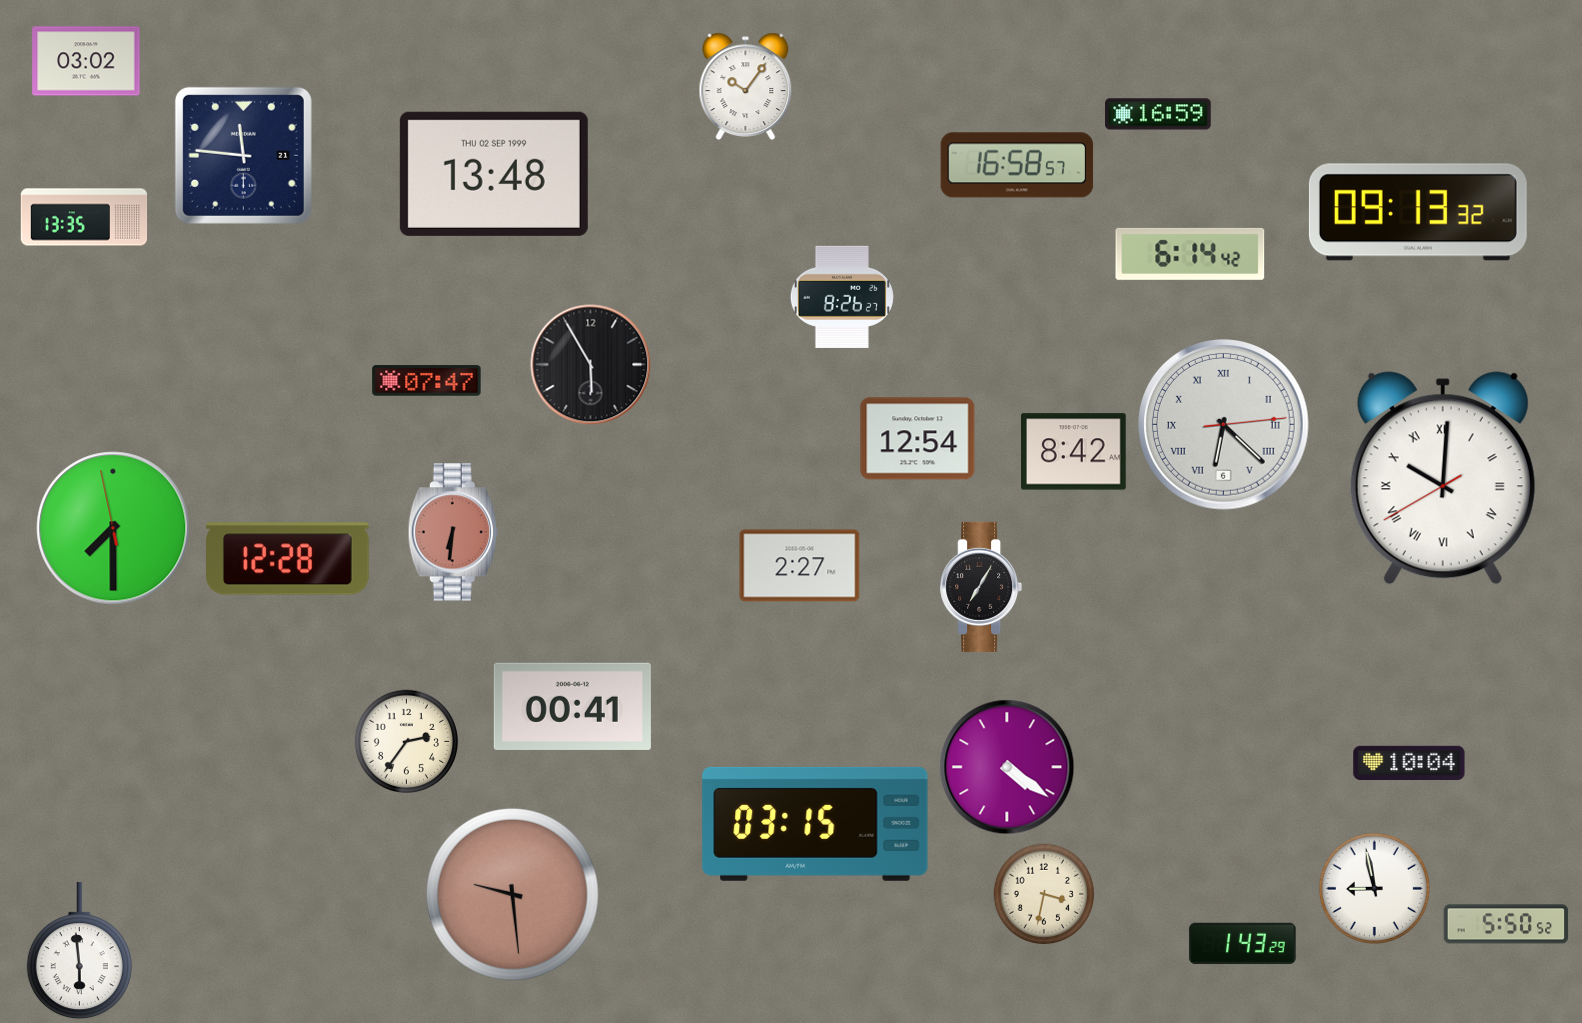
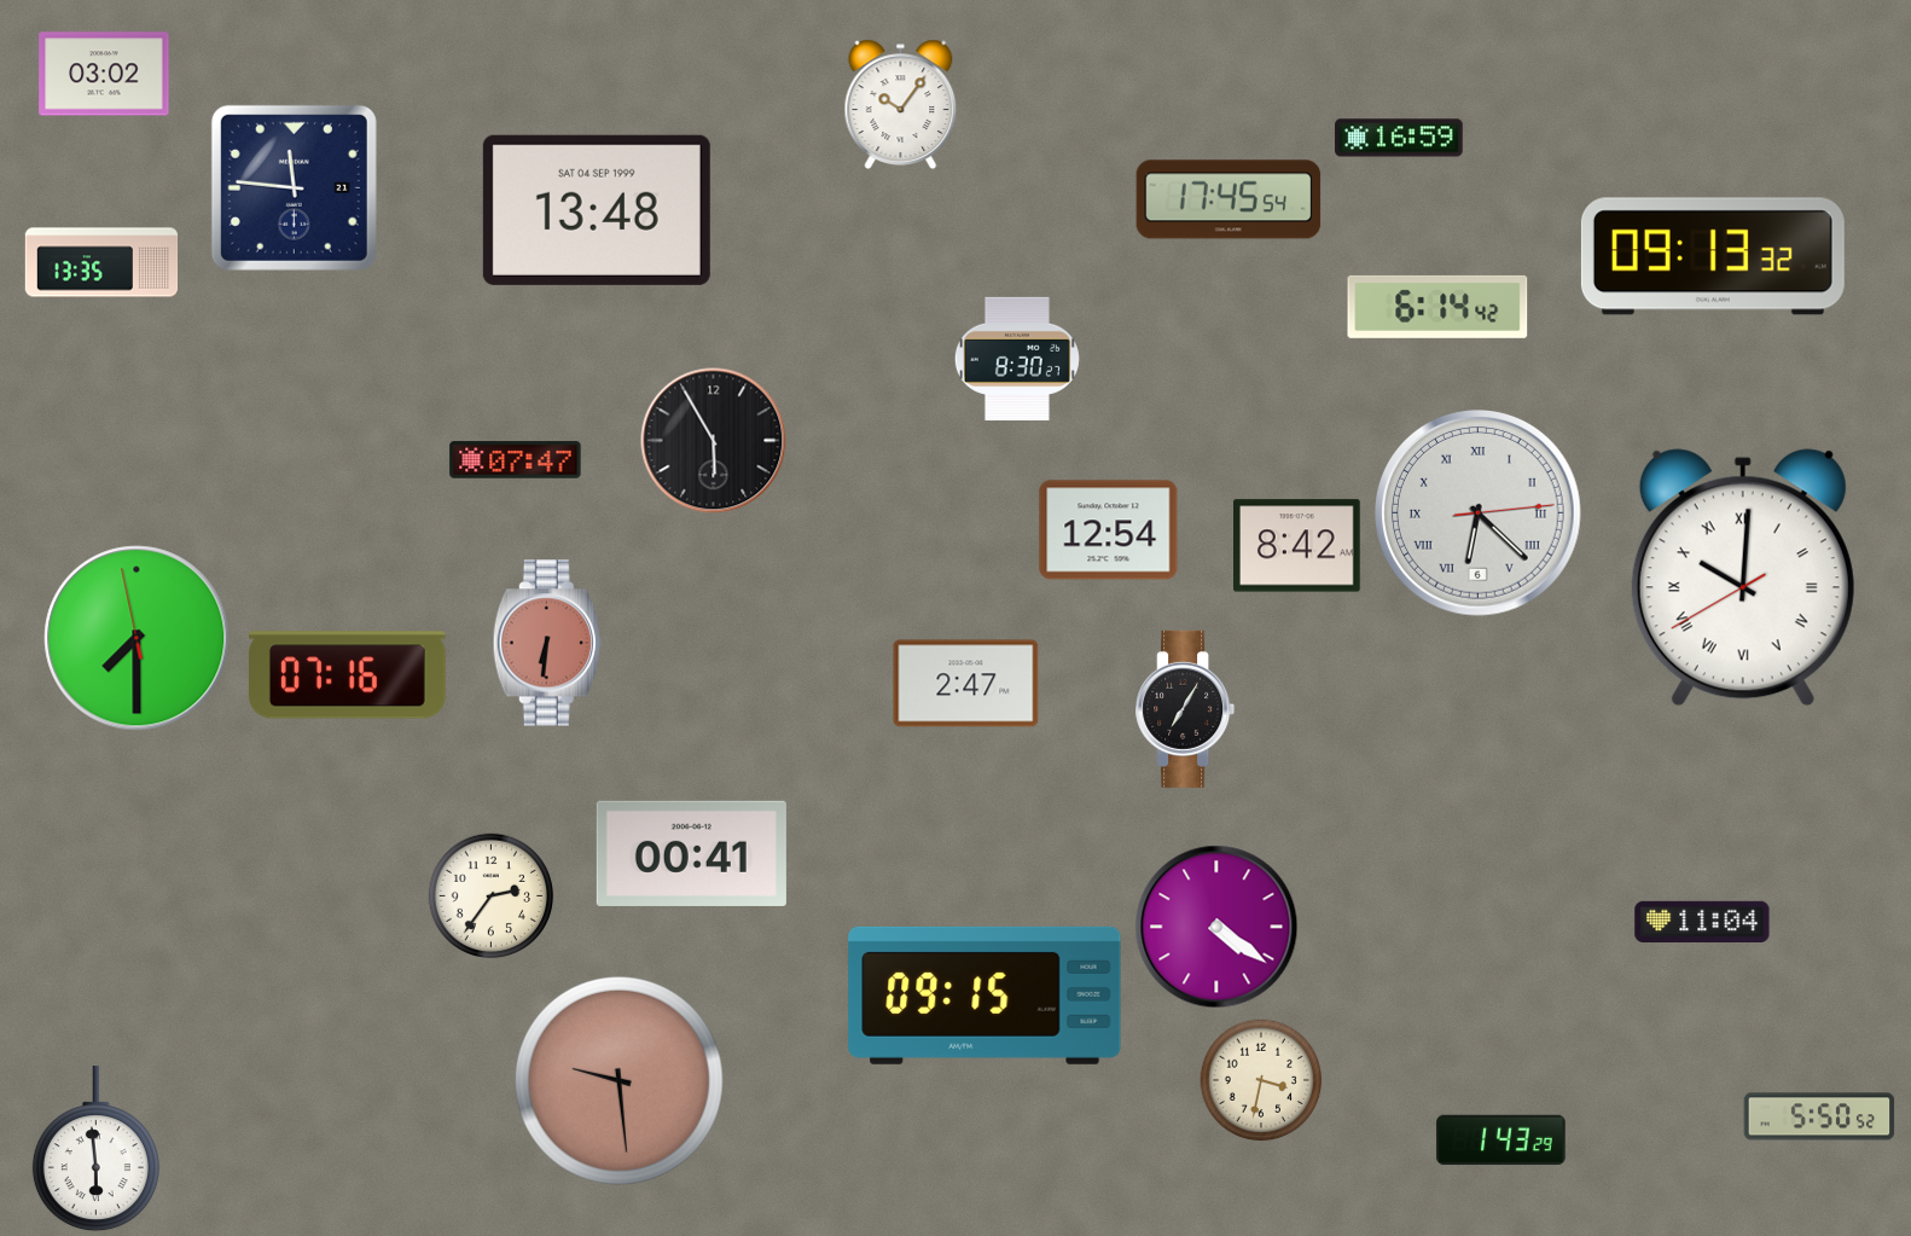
clock at (1017, 165): 16:58 -> 17:45
clock at (494, 174) date: THU 02 SEP 1999 -> SAT 04 SEP 1999
clock at (842, 297): 8:26 -> 8:30
clock at (288, 559): 12:28 -> 07:16
clock at (800, 566): 2:27 -> 2:47
clock at (1409, 762): 10:04 -> 11:04
clock at (815, 824): 03:15 -> 09:15
clock at (1374, 888): 8:58 -> none
